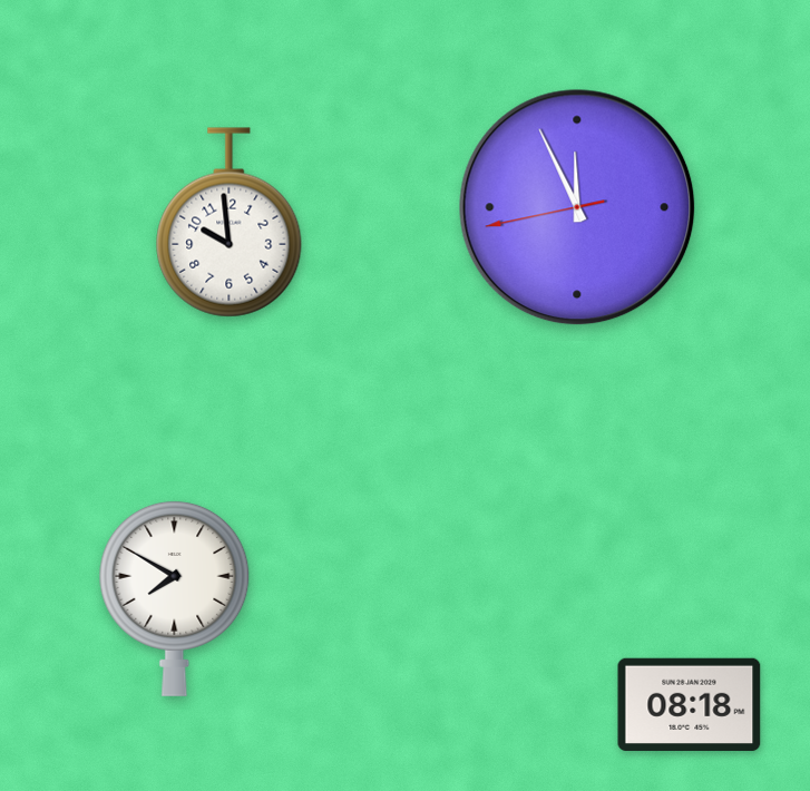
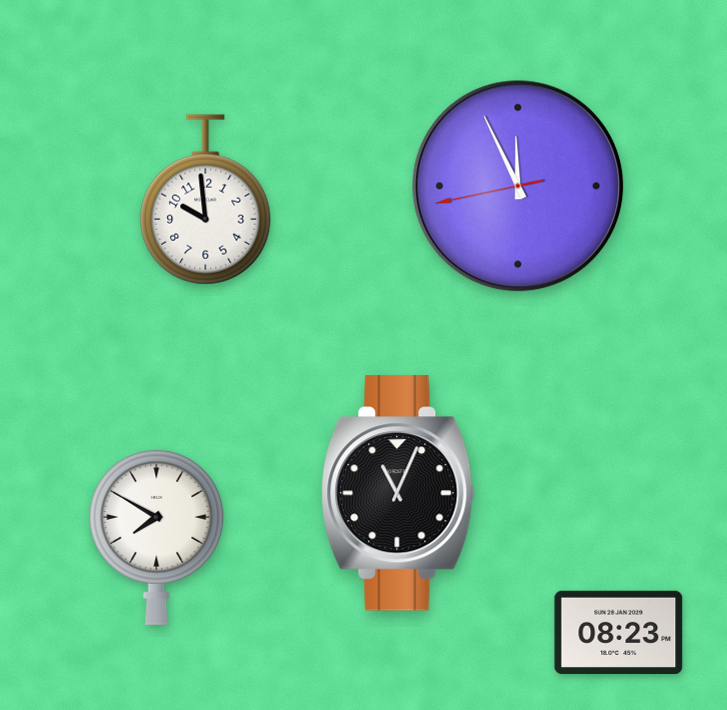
clock at (398, 493): none -> 11:04
clock at (690, 704): 08:18 -> 08:23
